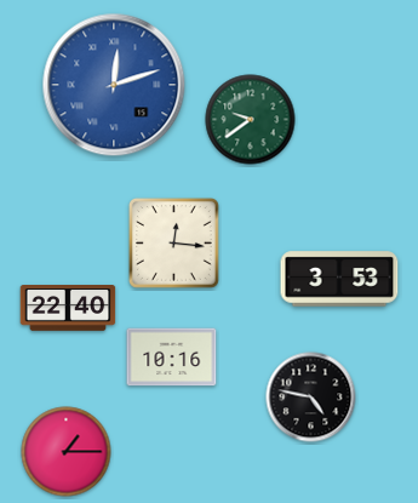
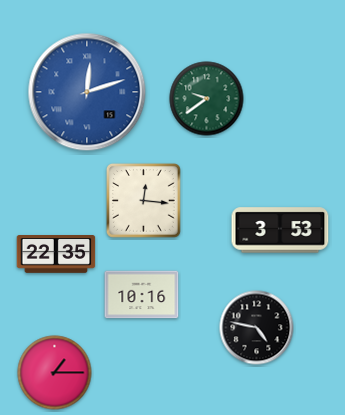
clock at (114, 85) position: (114, 85) -> (87, 92)
clock at (68, 309): 22:40 -> 22:35
